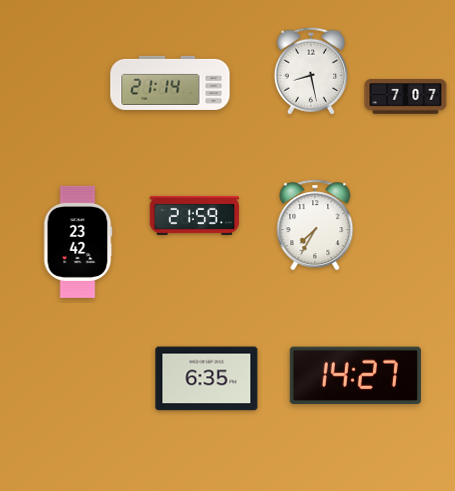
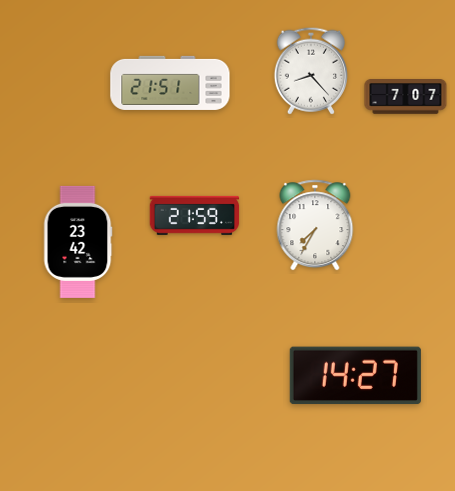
clock at (311, 71): 8:28 -> 8:23
clock at (170, 83): 21:14 -> 21:51
clock at (207, 379): 6:35 -> none
